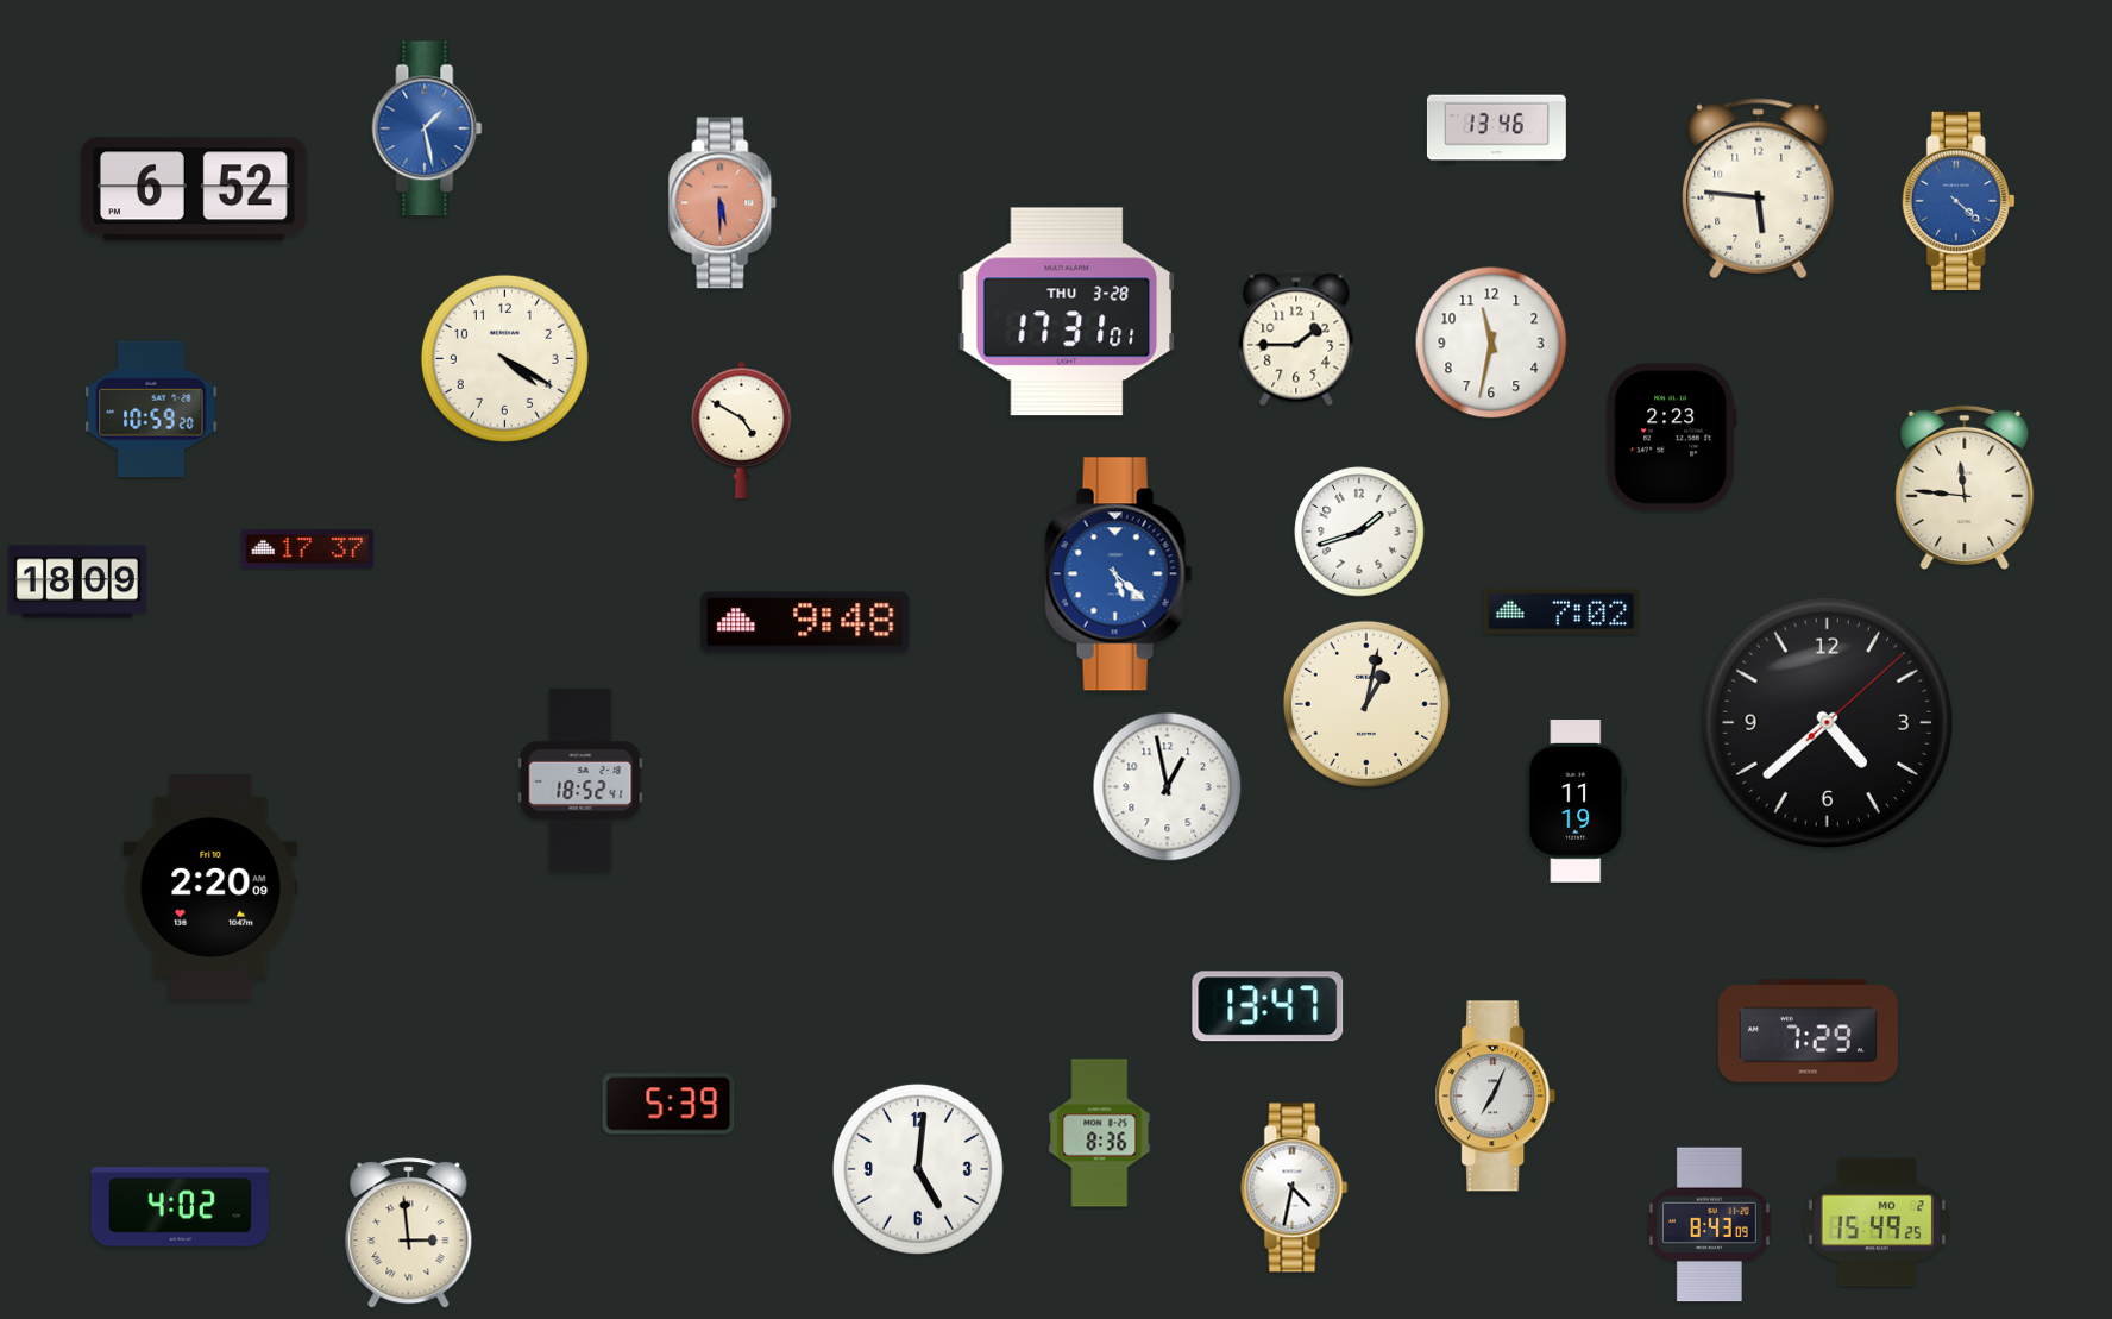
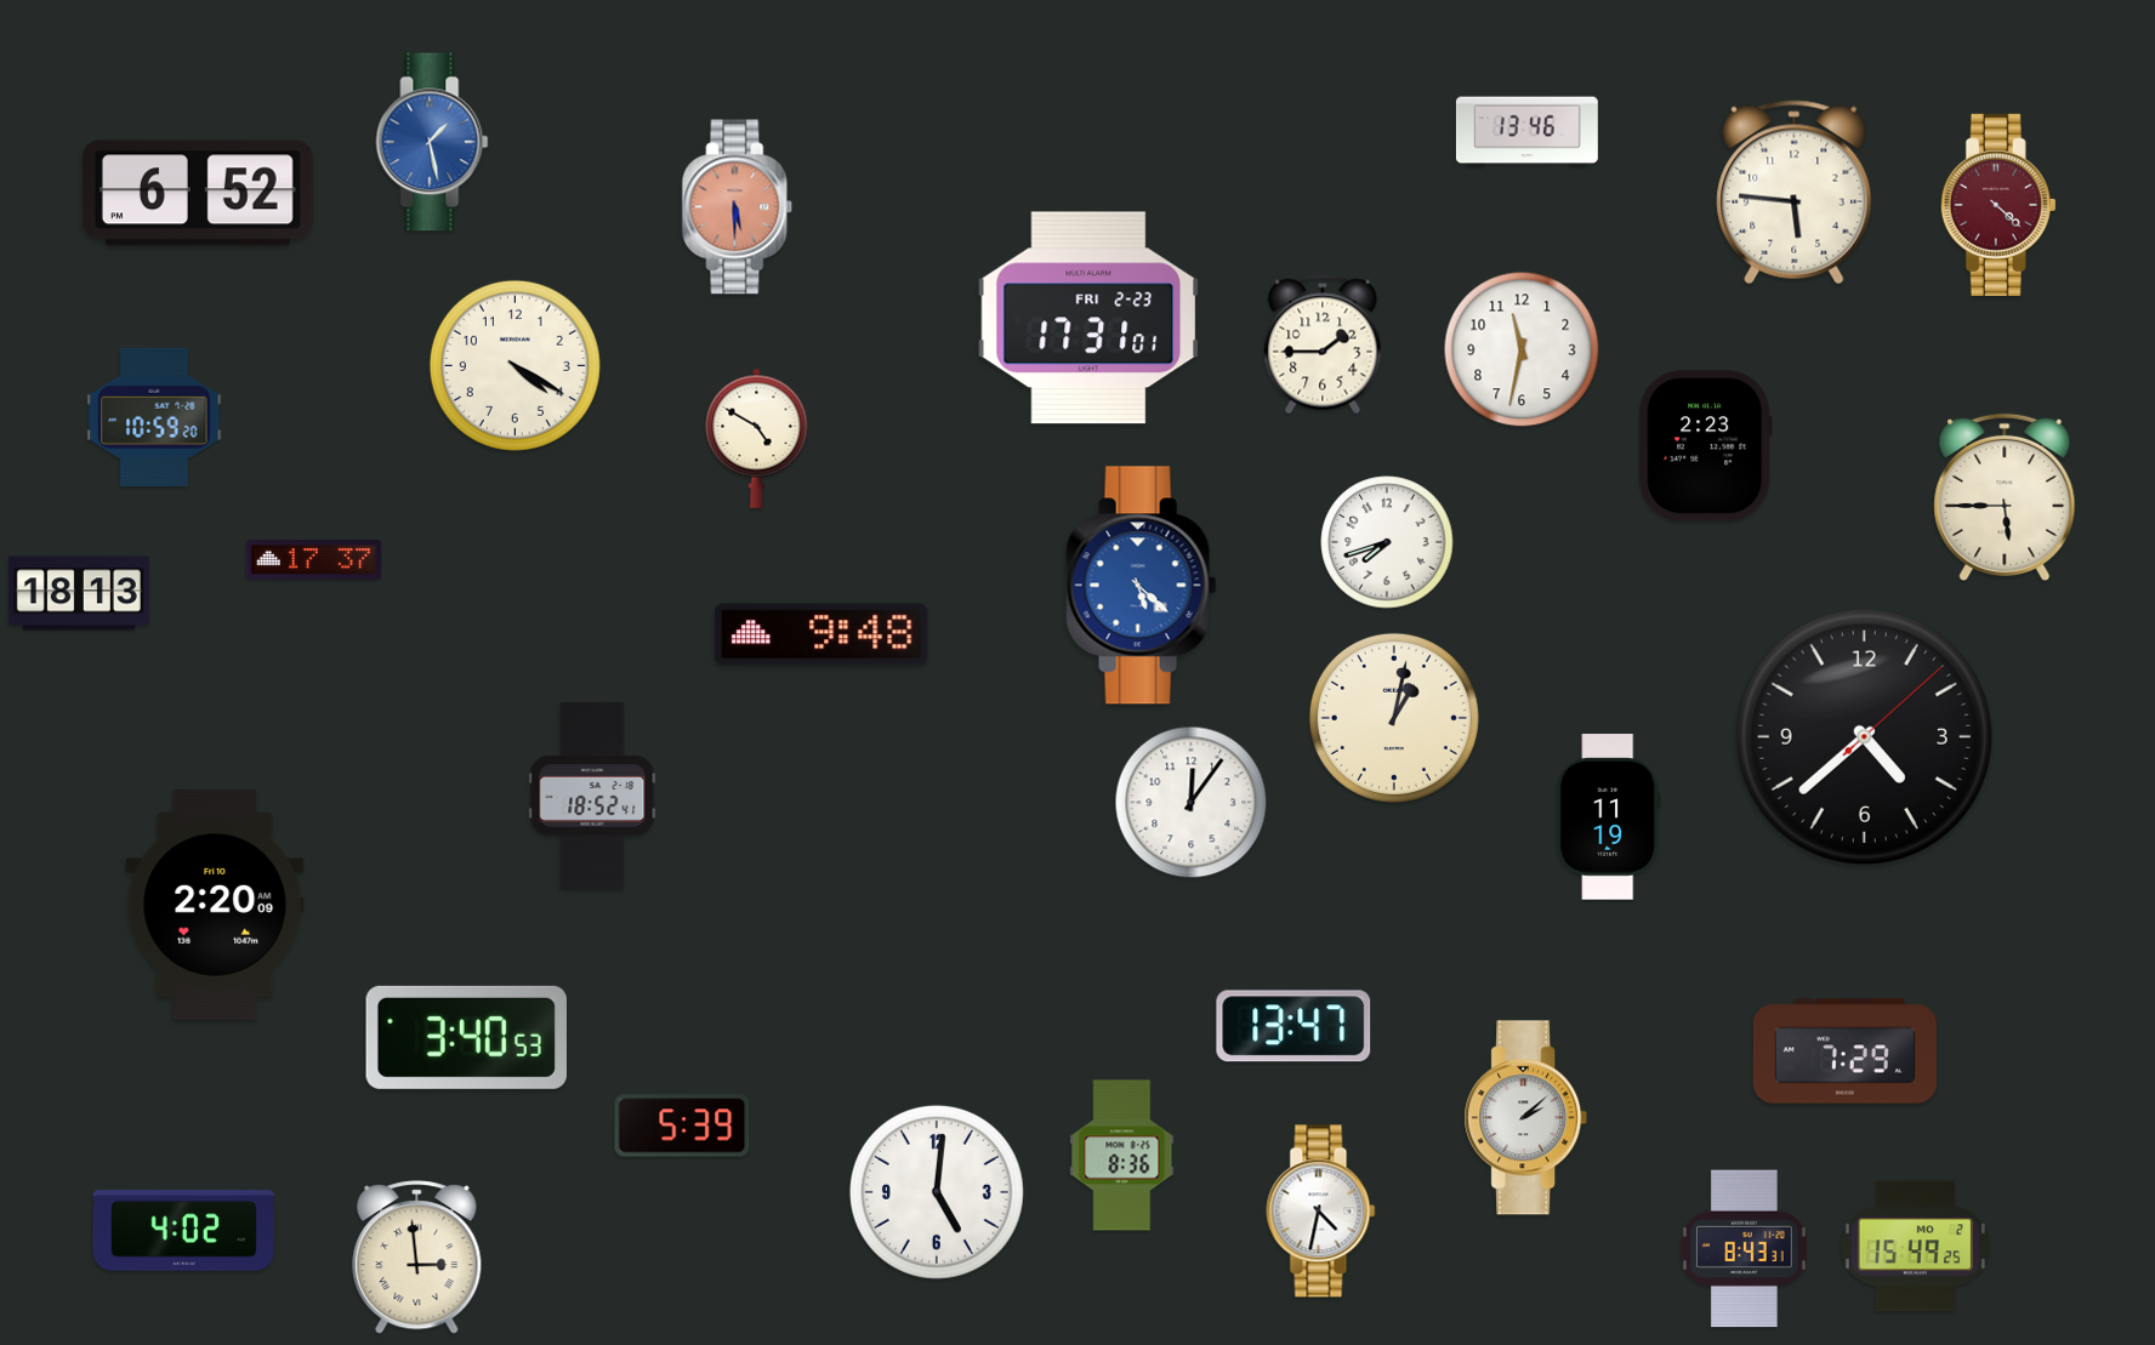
clock at (427, 128) position: (427, 128) -> (432, 142)
clock at (1959, 201) dial: blue -> burgundy
clock at (1067, 312) date: THU 3-28 -> FRI 2-23
clock at (1965, 486): 11:46 -> 5:45
clock at (1359, 532): 1:42 -> 7:42
clock at (77, 582): 18:09 -> 18:13
clock at (1561, 611): 7:02 -> none
clock at (1168, 787): 12:58 -> 12:06
clock at (466, 1037): none -> 3:40
clock at (1496, 1097): 7:04 -> 2:08
clock at (1709, 1225): 8:43:09 -> 8:43:31
